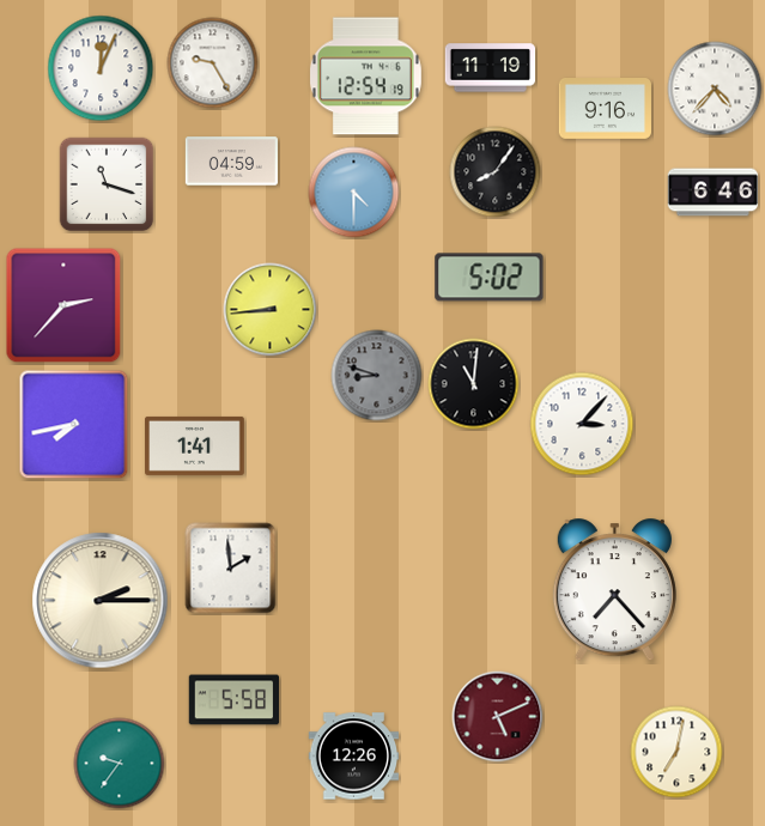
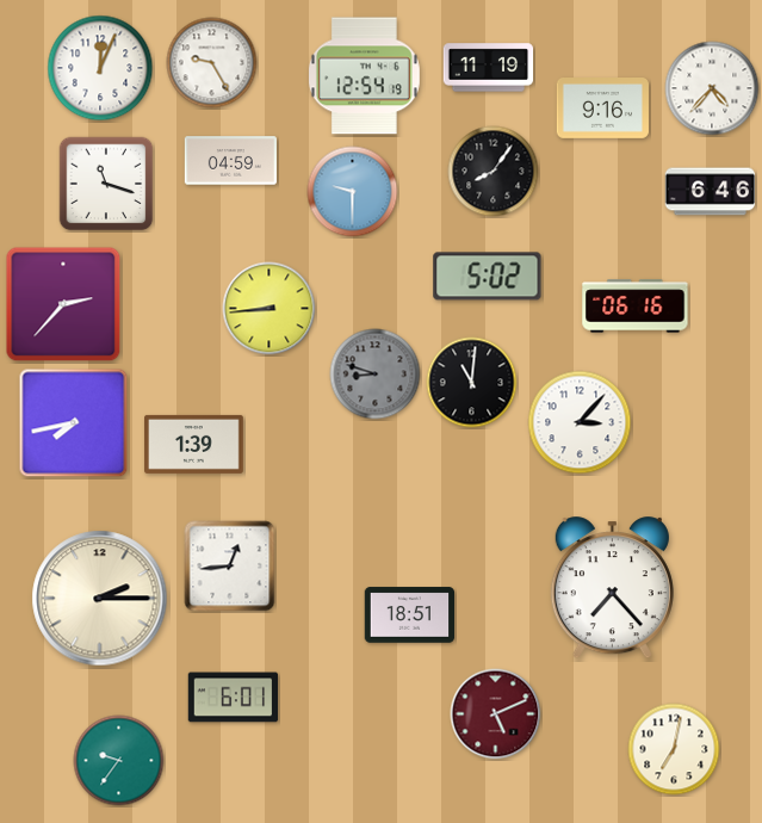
clock at (354, 193): 4:30 -> 9:30
clock at (636, 307): none -> 06:16
clock at (195, 445): 1:41 -> 1:39
clock at (231, 569): 1:59 -> 12:44
clock at (410, 615): none -> 18:51
clock at (235, 700): 5:58 -> 6:01
clock at (354, 757): 12:26 -> none
